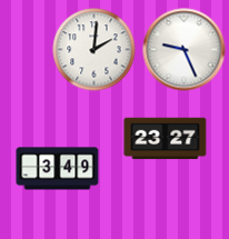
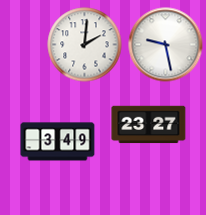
clock at (185, 50): 9:26 -> 9:28
clock at (58, 169) position: (58, 169) -> (58, 142)
